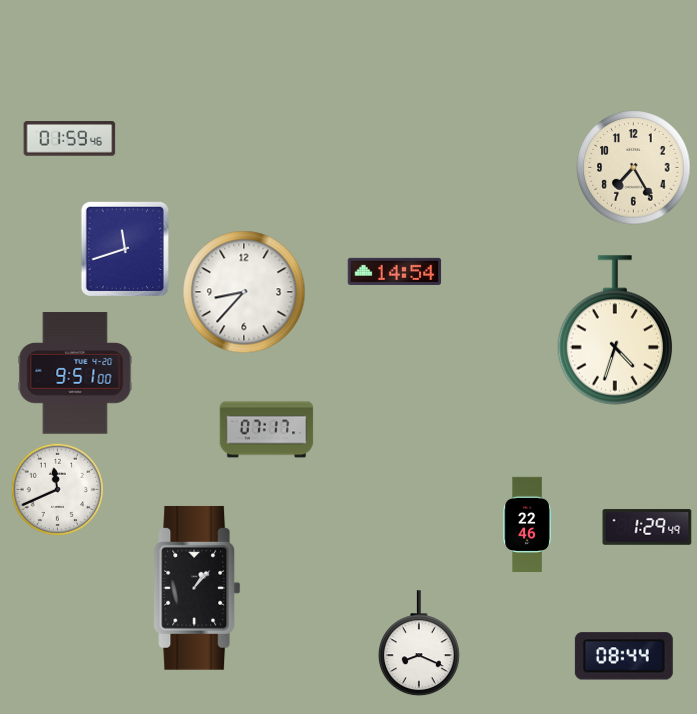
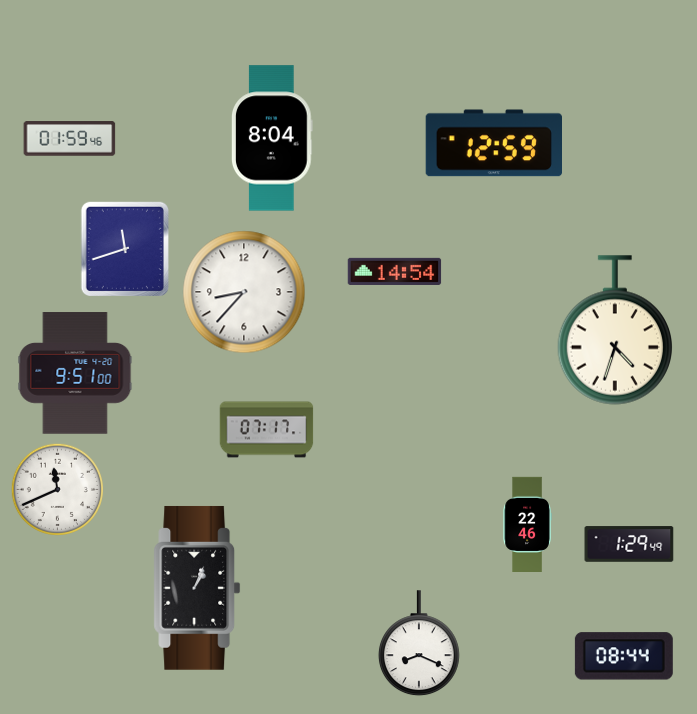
clock at (272, 138): none -> 8:04
clock at (493, 143): none -> 12:59
clock at (634, 168): 7:25 -> none
clock at (647, 527) position: (647, 527) -> (629, 544)
clock at (197, 588): 1:07 -> 1:04
